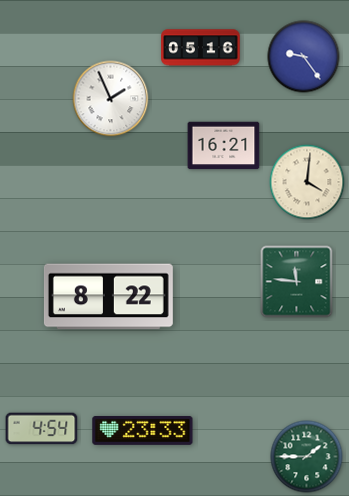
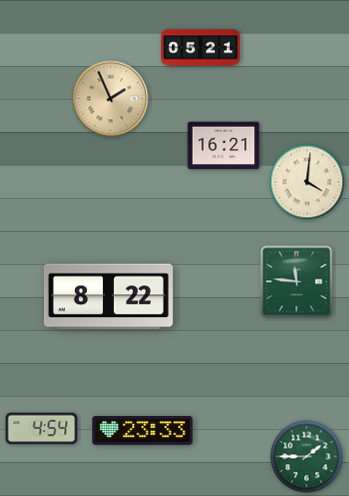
clock at (201, 48): 05:16 -> 05:21
clock at (304, 57): 9:24 -> none
clock at (111, 99) dial: white -> champagne
